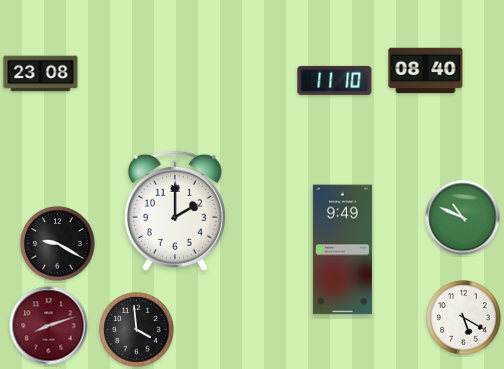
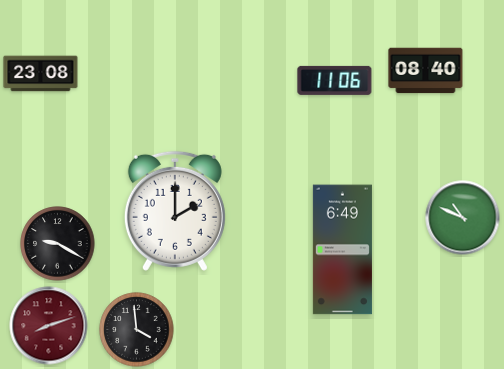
clock at (335, 80): 11:10 -> 11:06
clock at (342, 250): 9:49 -> 6:49
clock at (464, 318): 5:20 -> none
